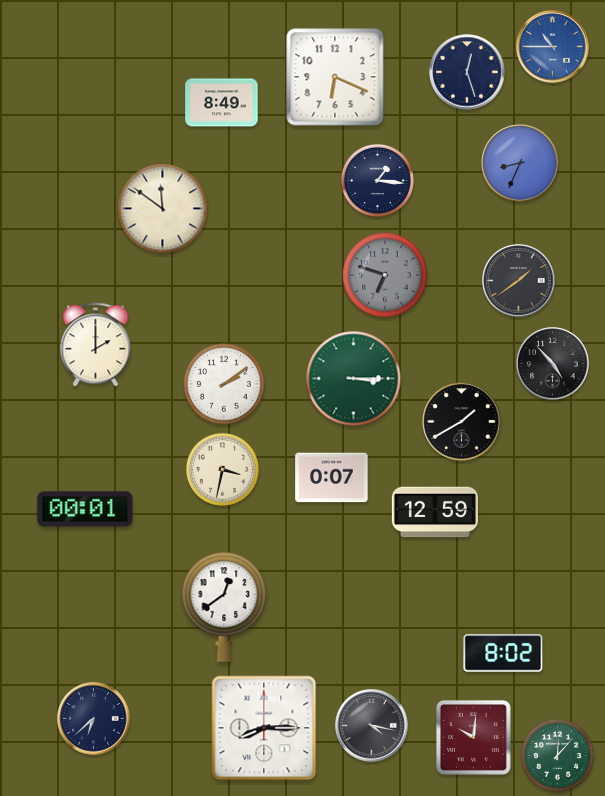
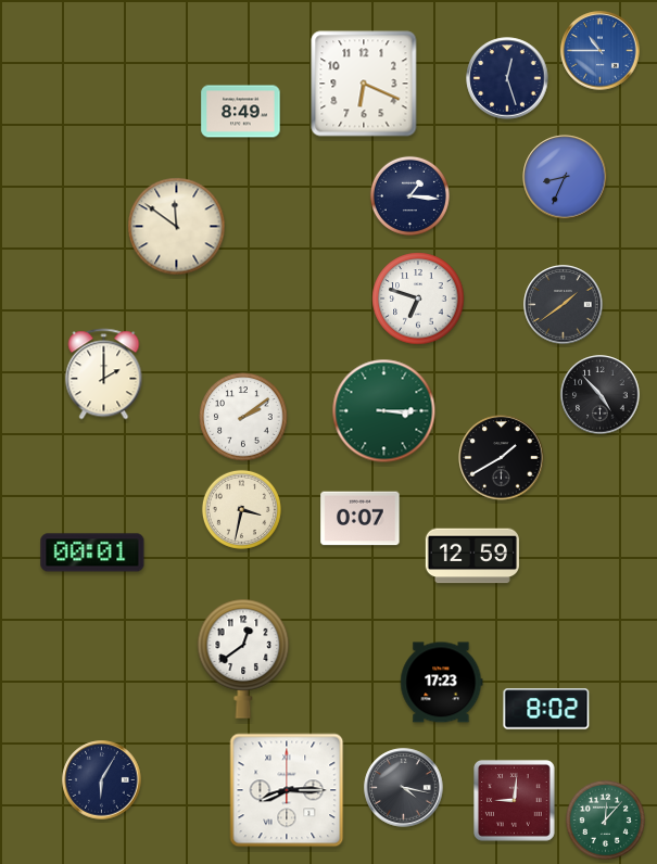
clock at (385, 275) dial: grey -> white
clock at (442, 683): none -> 17:23
clock at (94, 719): 6:38 -> 6:05
clock at (474, 738): 10:01 -> 9:01
